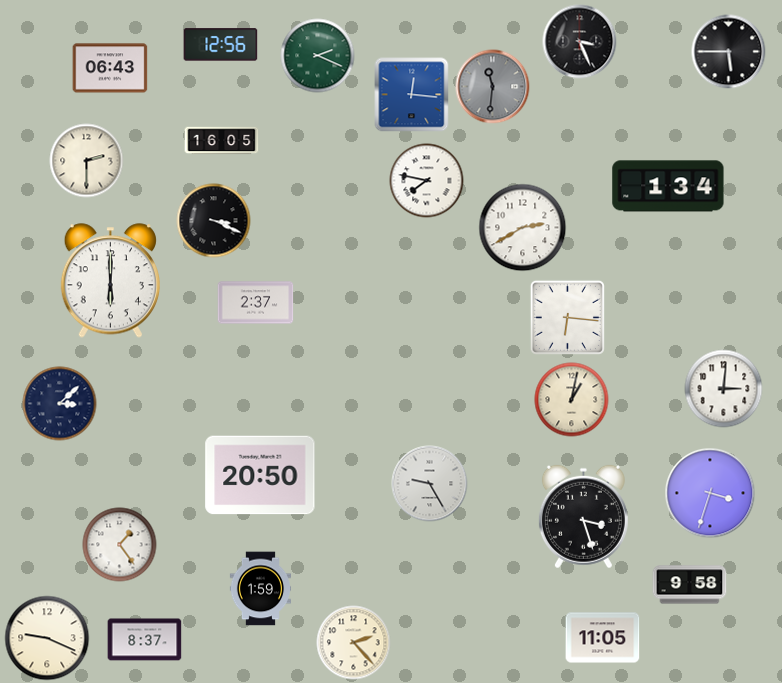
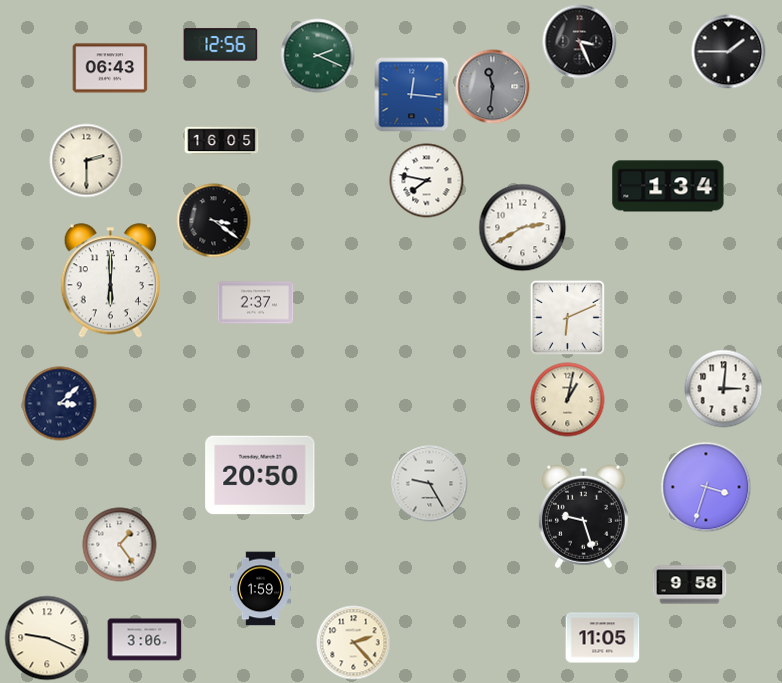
clock at (729, 52): 5:45 -> 1:45
clock at (214, 221): 3:19 -> 3:21
clock at (567, 317): 6:16 -> 6:11
clock at (572, 400) position: (572, 400) -> (568, 400)
clock at (710, 493) position: (710, 493) -> (706, 487)
clock at (583, 517): 3:27 -> 9:27
clock at (145, 640): 8:37 -> 3:06
